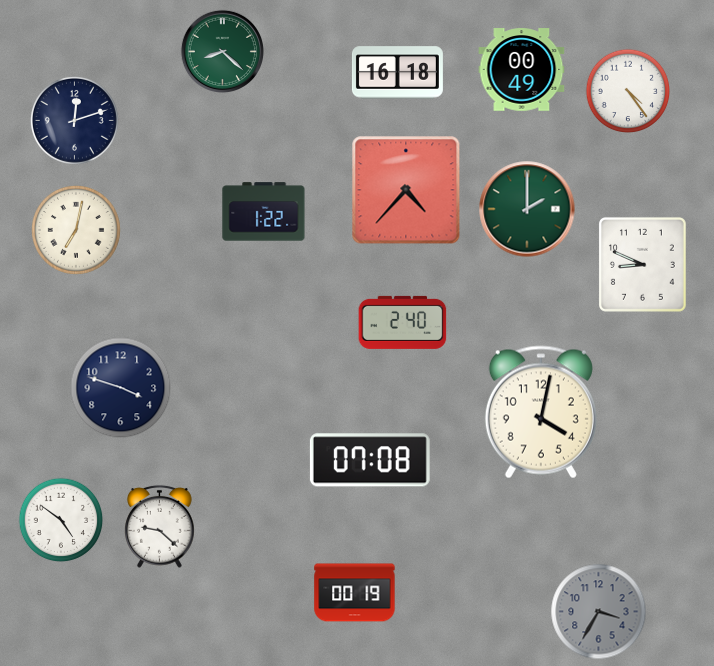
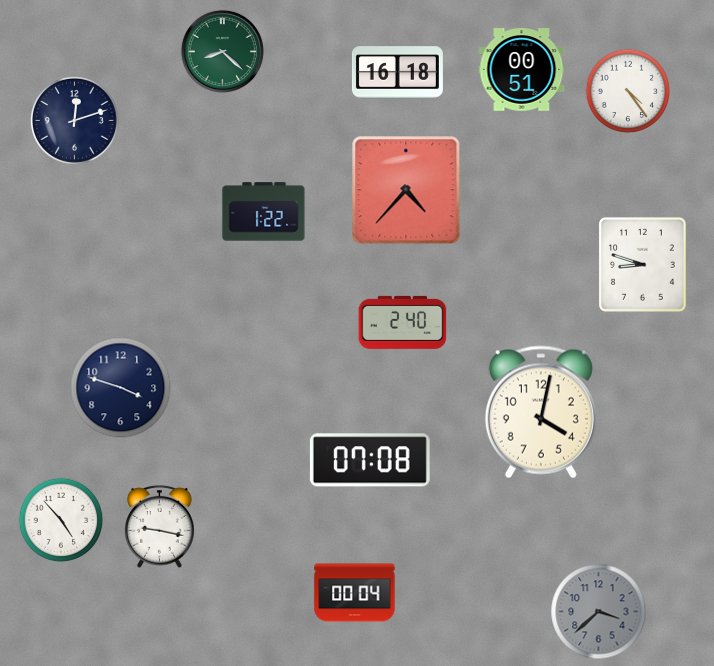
clock at (522, 70): 00:49 -> 00:51
clock at (527, 209): 2:00 -> none
clock at (77, 231): 7:02 -> none
clock at (642, 264): 8:49 -> 8:48
clock at (61, 520): 4:51 -> 4:53
clock at (160, 526): 9:22 -> 9:17
clock at (355, 593): 00:19 -> 00:04
clock at (599, 612): 3:35 -> 3:38
